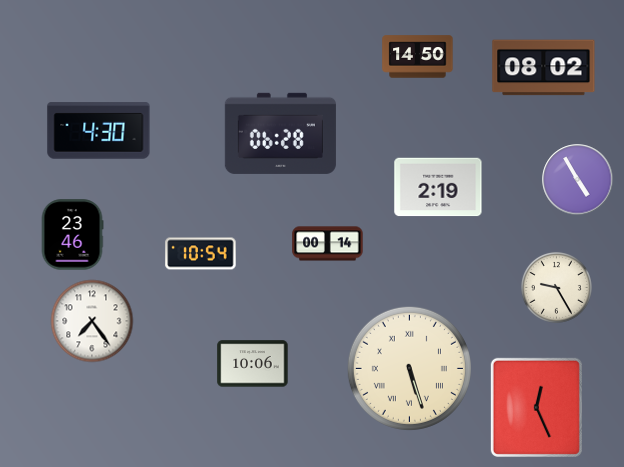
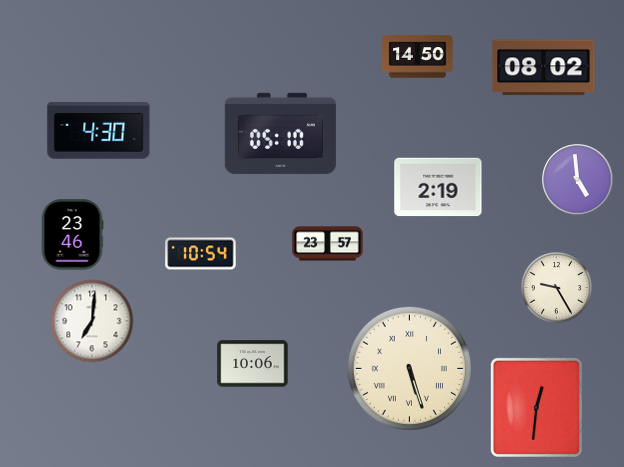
clock at (280, 133): 06:28 -> 05:10
clock at (578, 180): 4:55 -> 4:59
clock at (328, 244): 00:14 -> 23:57
clock at (92, 321): 7:24 -> 7:01
clock at (536, 407): 12:26 -> 12:31
